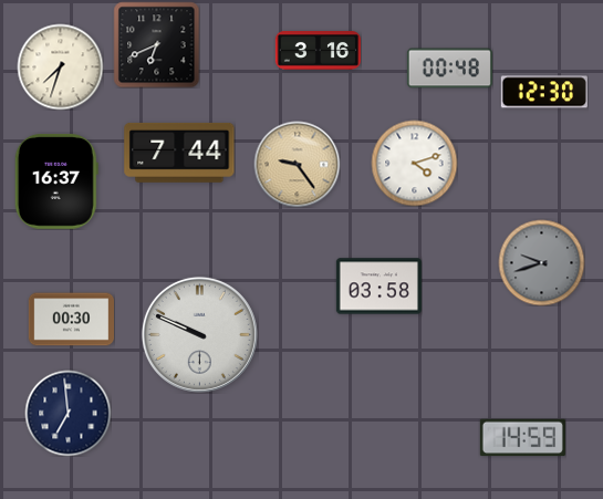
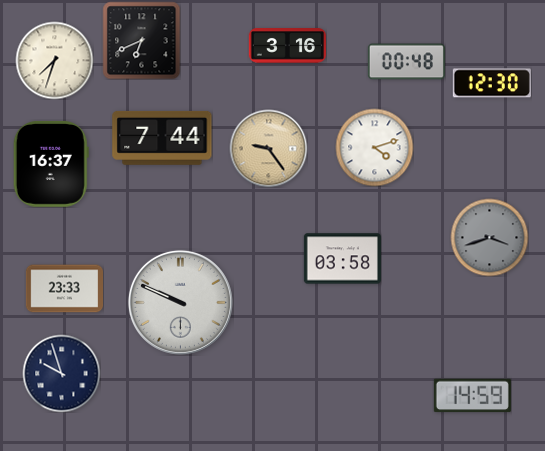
clock at (541, 262): 9:42 -> 3:42
clock at (71, 320): 00:30 -> 23:33
clock at (67, 413): 6:59 -> 9:57
